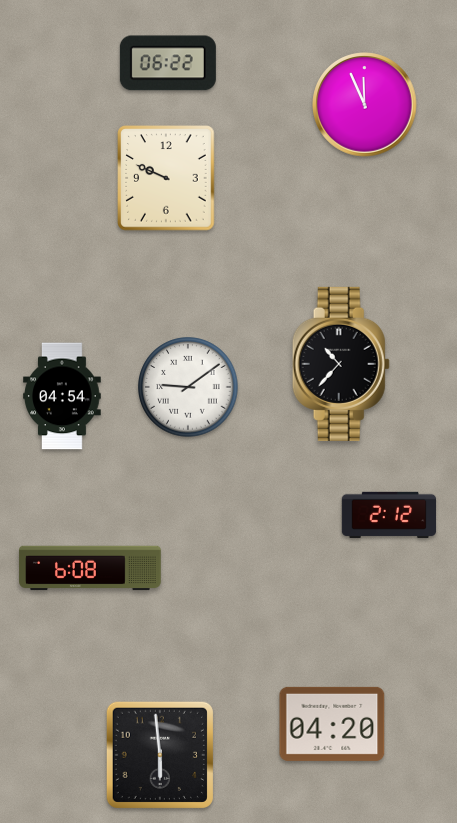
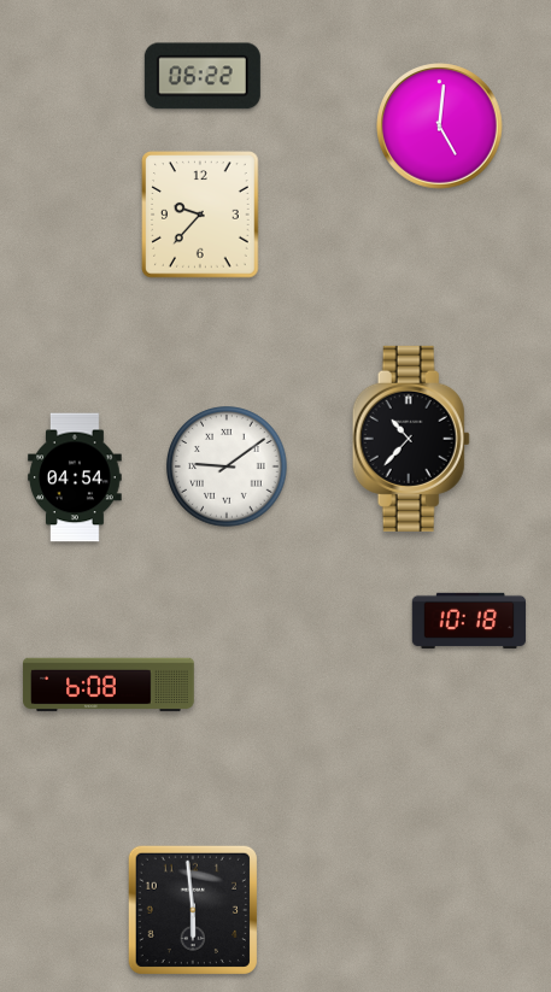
clock at (365, 105): 11:56 -> 5:01
clock at (166, 178): 9:49 -> 9:37
clock at (389, 515): 2:12 -> 10:18
clock at (332, 724): 04:20 -> none
